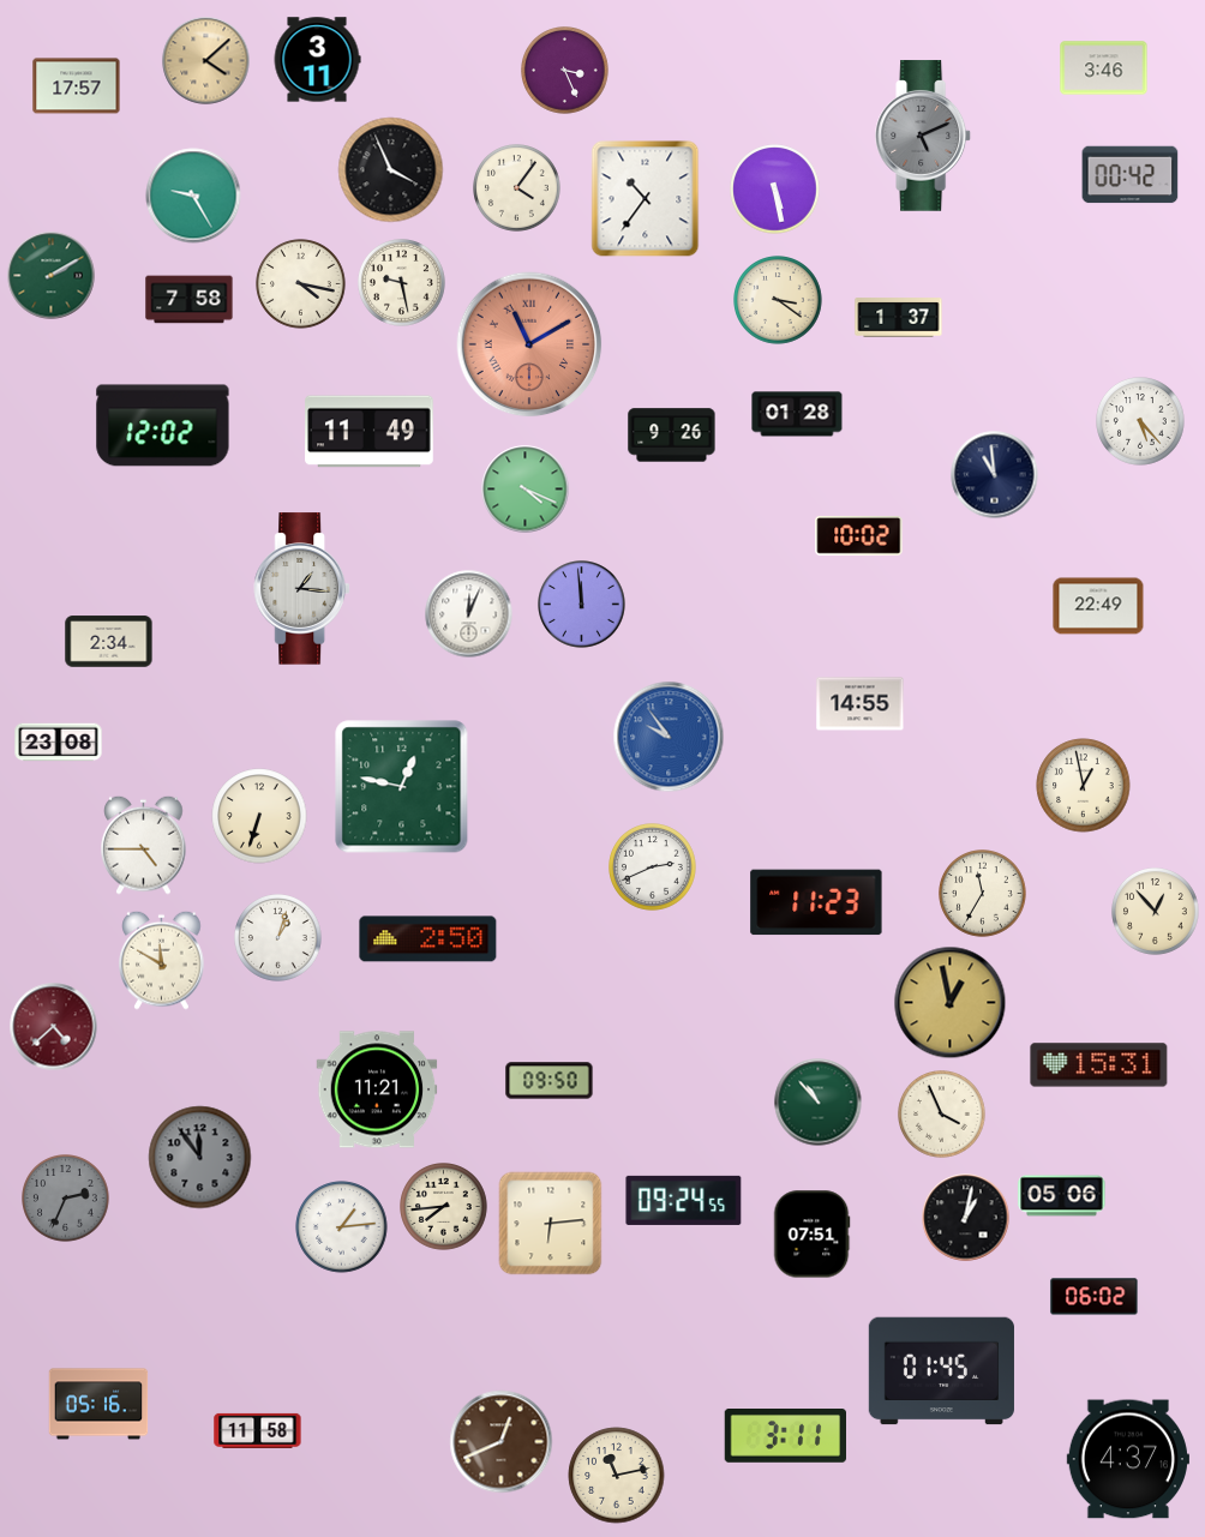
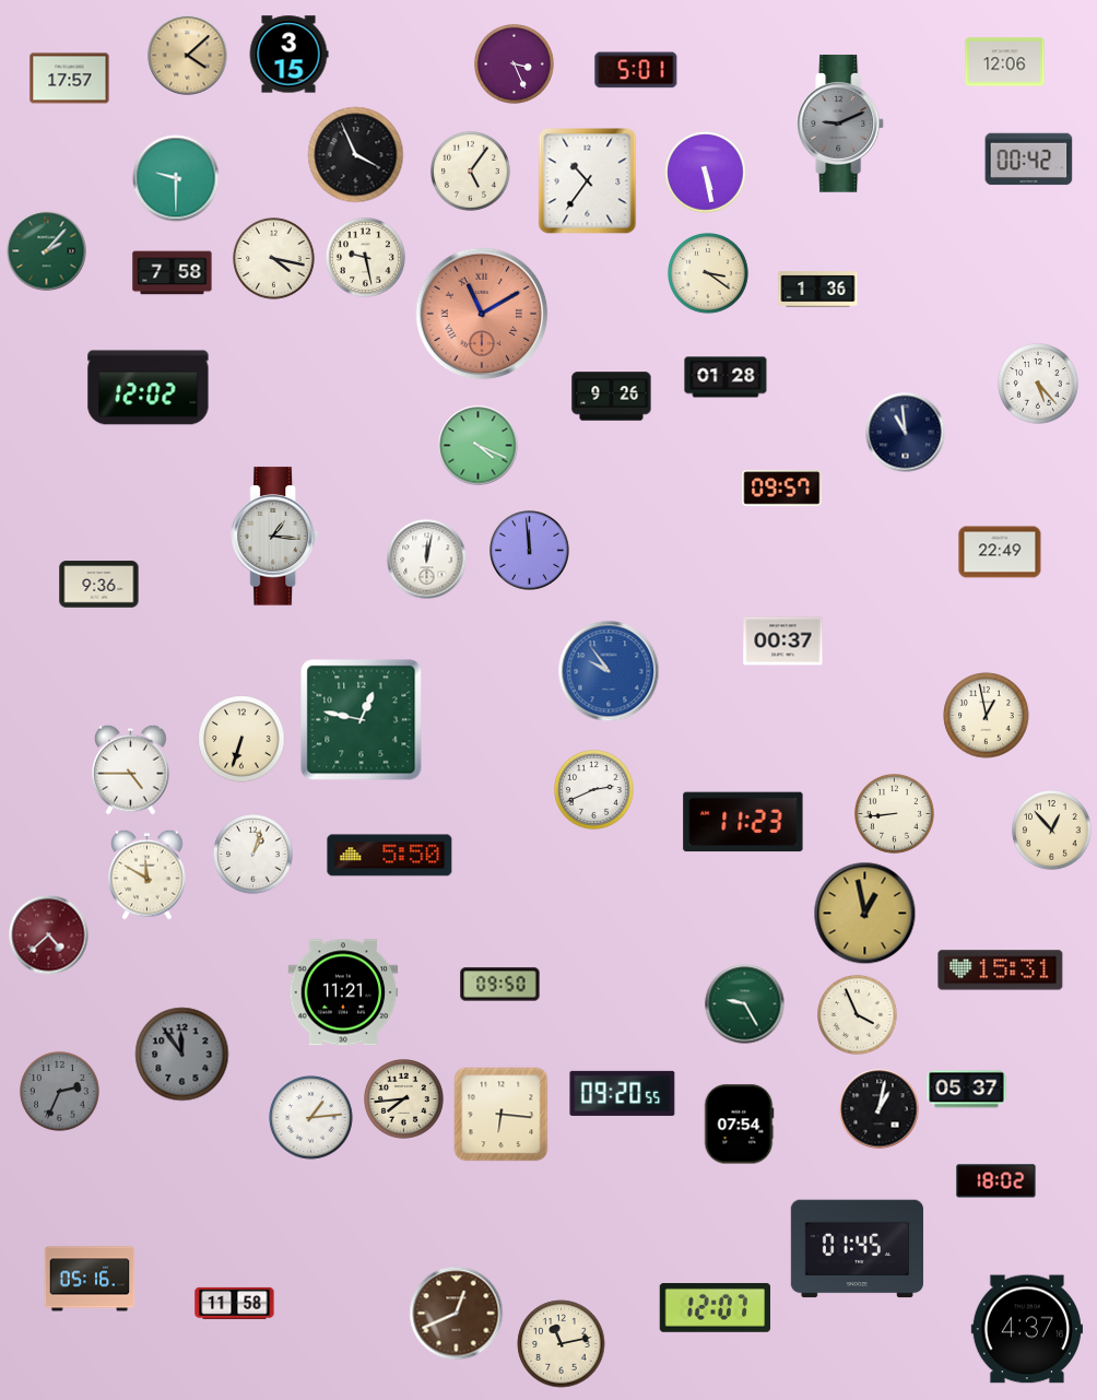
clock at (317, 60): 3:11 -> 3:15
clock at (1104, 68): 3:46 -> 12:06
clock at (636, 70): none -> 5:01
clock at (924, 136): 5:11 -> 9:11
clock at (517, 188): 4:06 -> 5:06
clock at (193, 196): 9:25 -> 9:30
clock at (52, 276): 2:10 -> 2:07
clock at (899, 318): 1:37 -> 1:36
clock at (370, 432): 11:49 -> none
clock at (859, 536): 10:02 -> 09:57
clock at (469, 614): 12:04 -> 12:02
clock at (109, 642): 2:34 -> 9:36
clock at (861, 704): 14:55 -> 00:37
clock at (59, 743): 23:08 -> none
clock at (402, 787) position: (402, 787) -> (362, 720)
clock at (259, 816) position: (259, 816) -> (241, 739)
clock at (983, 894): 11:35 -> 8:44
clock at (428, 939): 2:50 -> 5:50
clock at (819, 1103): 10:53 -> 9:25
clock at (1062, 1196): 05:06 -> 05:37
clock at (684, 1200): 09:24 -> 09:20
clock at (551, 1224): 6:14 -> 6:16
clock at (811, 1235): 07:51 -> 07:54
clock at (1095, 1297): 06:02 -> 18:02
clock at (786, 1436): 3:11 -> 12:07
